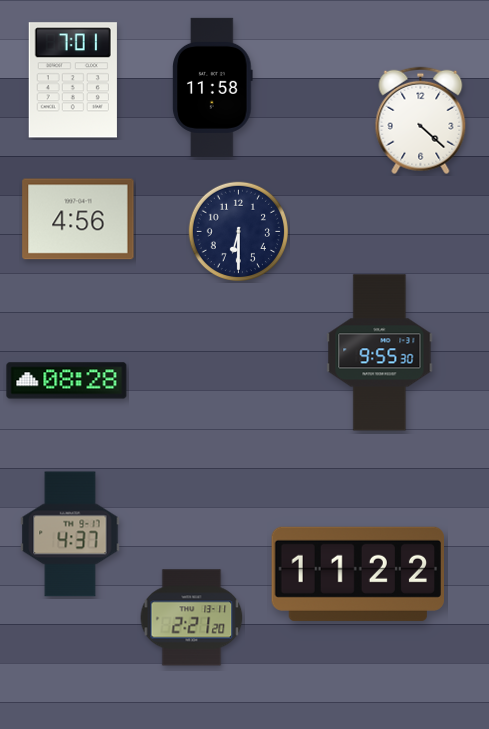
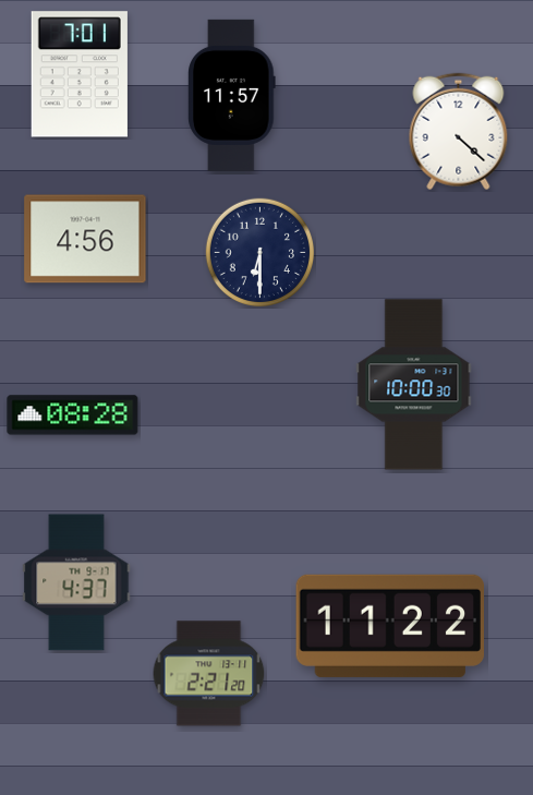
clock at (73, 80) position: (73, 80) -> (80, 74)
clock at (213, 87): 11:58 -> 11:57
clock at (380, 353): 9:55 -> 10:00
